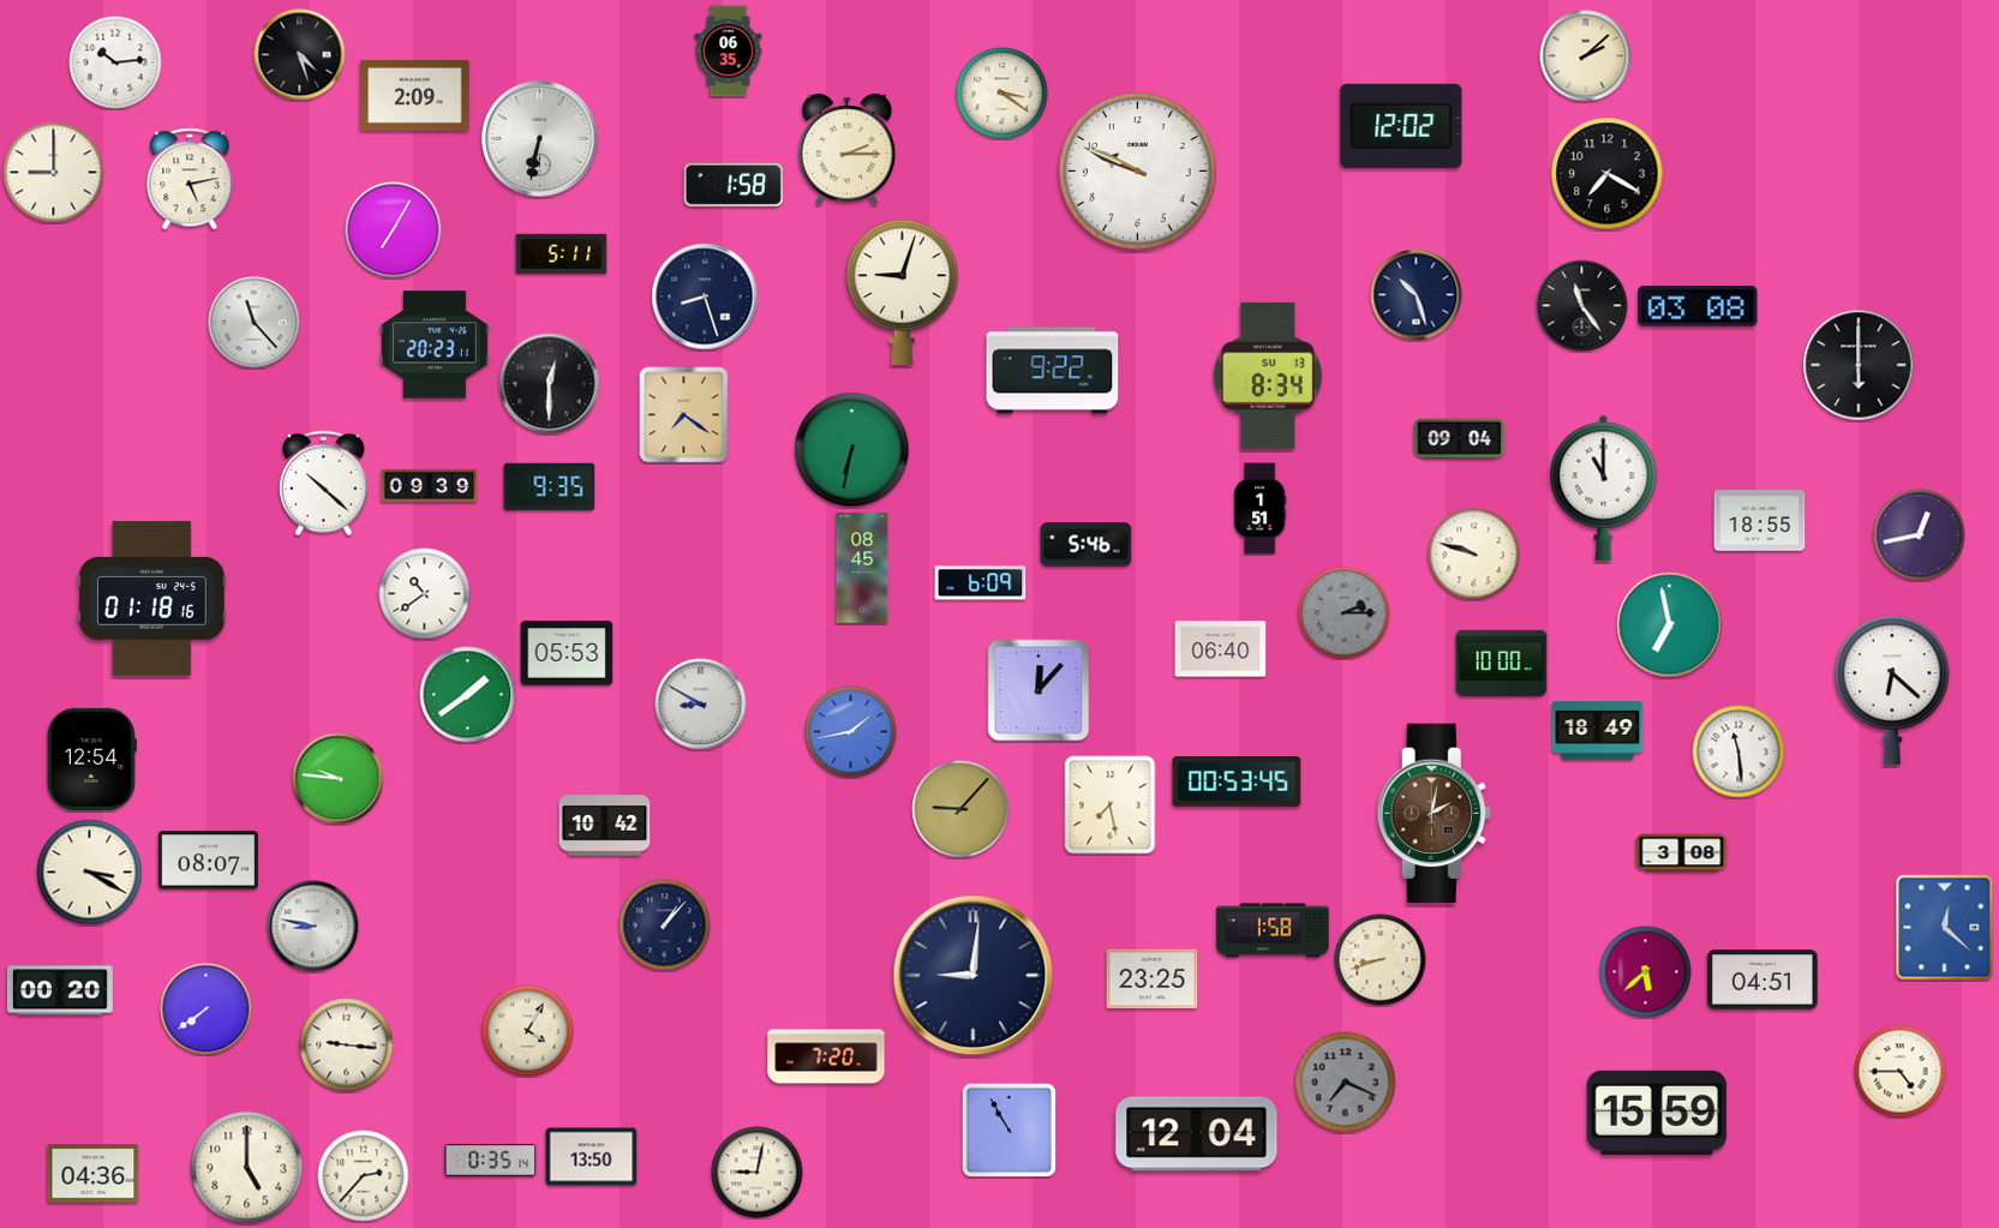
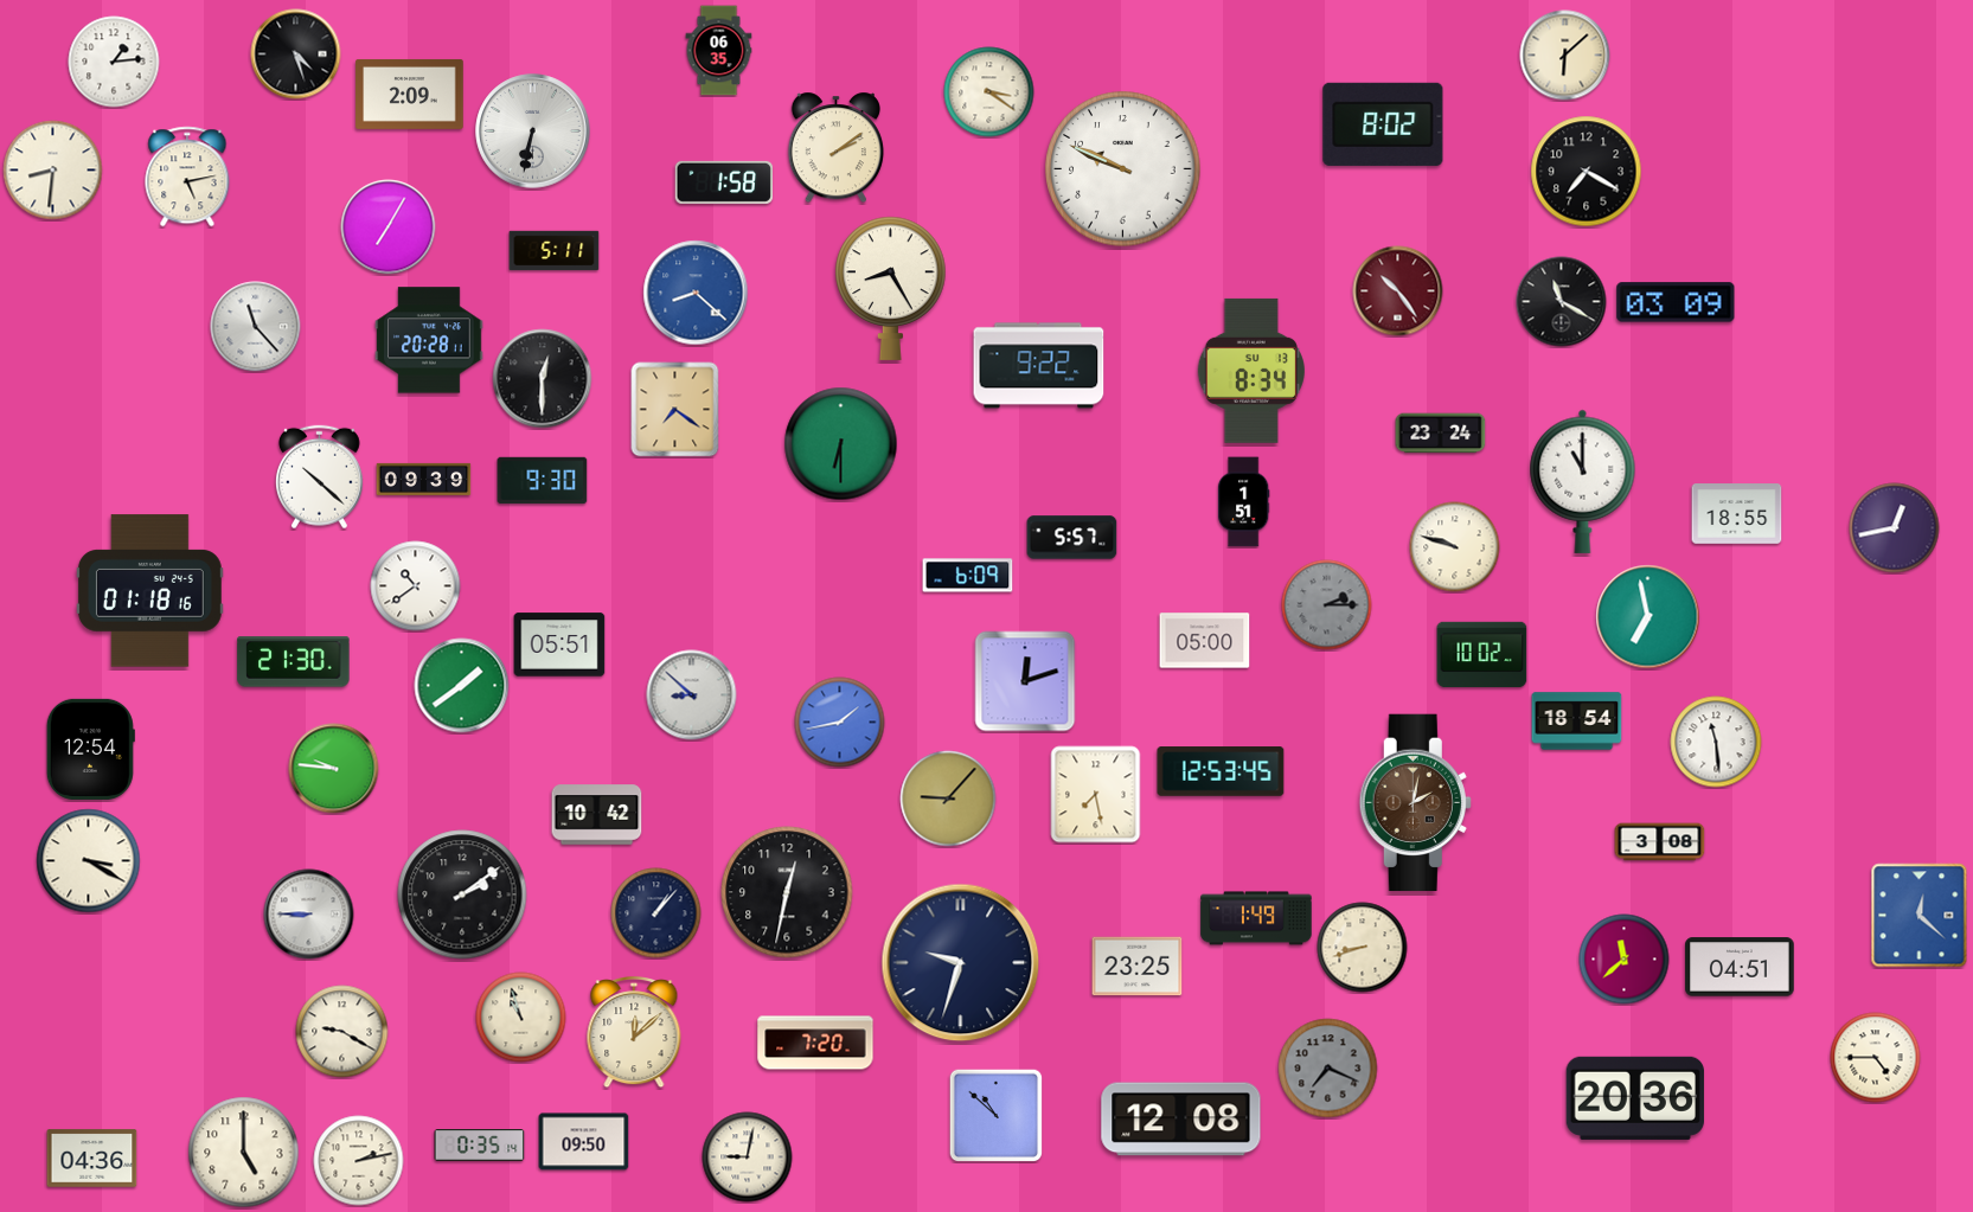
clock at (1586, 56): 2:08 -> 6:08
clock at (115, 62): 10:14 -> 1:14
clock at (1401, 126): 12:02 -> 8:02
clock at (540, 139) position: (540, 139) -> (533, 132)
clock at (846, 150): 2:15 -> 2:09
clock at (54, 173): 9:00 -> 8:31
clock at (903, 292): 9:03 -> 8:25
clock at (1417, 295): 10:27 -> 10:24
clock at (1417, 295) dial: navy -> burgundy
clock at (705, 296): 8:27 -> 8:22
clock at (705, 296) dial: navy -> blue
clock at (1582, 306): 11:24 -> 11:20
clock at (1698, 306): 03:08 -> 03:09
clock at (255, 323) position: (255, 323) -> (256, 327)
clock at (435, 345): 20:23 -> 20:28
clock at (1859, 365): 6:00 -> none
clock at (1460, 439): 09:04 -> 23:24
clock at (852, 450): 6:32 -> 6:30
clock at (550, 487): 9:35 -> 9:30
clock at (1087, 545): 5:46 -> 5:57
clock at (862, 568): 08:45 -> none
clock at (425, 594) position: (425, 594) -> (416, 586)
clock at (1221, 649): 06:40 -> 05:00
clock at (567, 653): 05:53 -> 05:51
clock at (1502, 664): 10:00 -> 10:02
clock at (294, 662): none -> 21:30
clock at (1039, 690): 12:07 -> 12:12
clock at (1892, 690): 6:22 -> none
clock at (701, 705): 8:50 -> 8:52
clock at (1598, 731): 18:49 -> 18:54
clock at (1237, 781): 00:53 -> 12:53
clock at (208, 861): 08:07 -> none
clock at (787, 892): none -> 12:32
clock at (462, 894): none -> 2:09
clock at (313, 927): 8:47 -> 8:45
clock at (1273, 930): 1:58 -> 1:49
clock at (1646, 972): 5:38 -> 11:38
clock at (974, 976): 9:01 -> 9:33
clock at (60, 990): 00:20 -> none
clock at (207, 1010): 7:39 -> none
clock at (528, 1031): 4:05 -> 10:57
clock at (347, 1046): 9:16 -> 9:20
clock at (634, 1033): none -> 12:08
clock at (1657, 1113): 15:59 -> 20:36
clock at (1009, 1130): 10:55 -> 10:52
clock at (1197, 1134): 12:04 -> 12:08
clock at (592, 1157): 13:50 -> 09:50
clock at (491, 1161) position: (491, 1161) -> (480, 1146)
clock at (364, 1176): 2:37 -> 2:13
